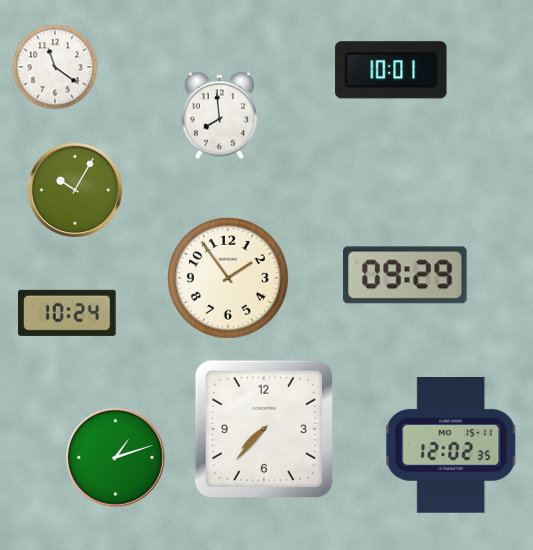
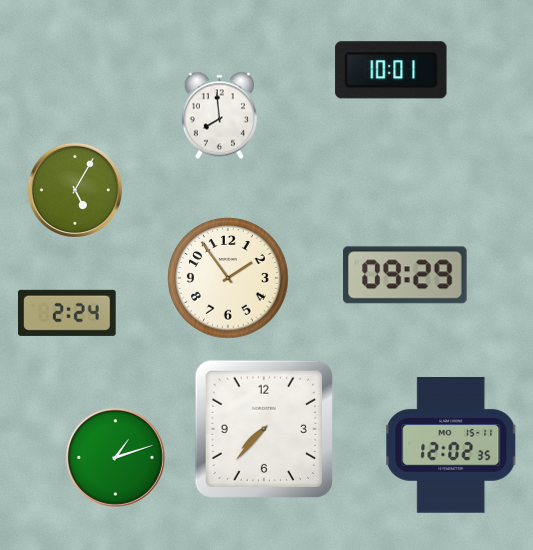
clock at (55, 67): 11:21 -> none
clock at (74, 189): 10:05 -> 5:05
clock at (67, 313): 10:24 -> 2:24
